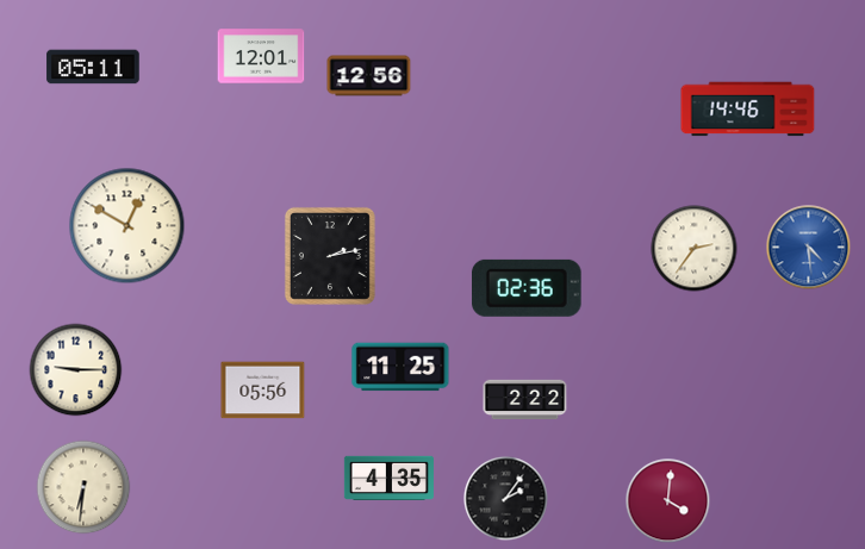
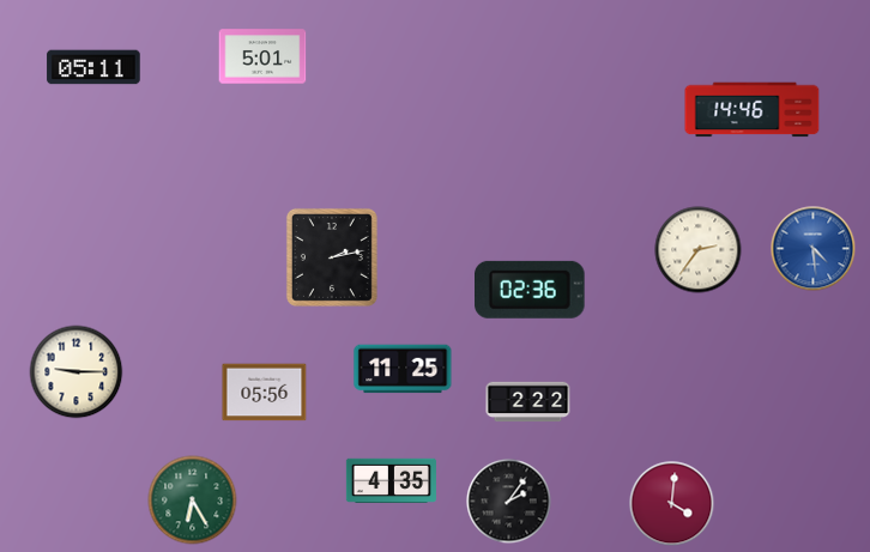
clock at (261, 56): 12:01 -> 5:01
clock at (369, 76): 12:56 -> none
clock at (127, 226): 12:50 -> none
clock at (83, 487): 6:31 -> none
clock at (193, 501): none -> 6:25
